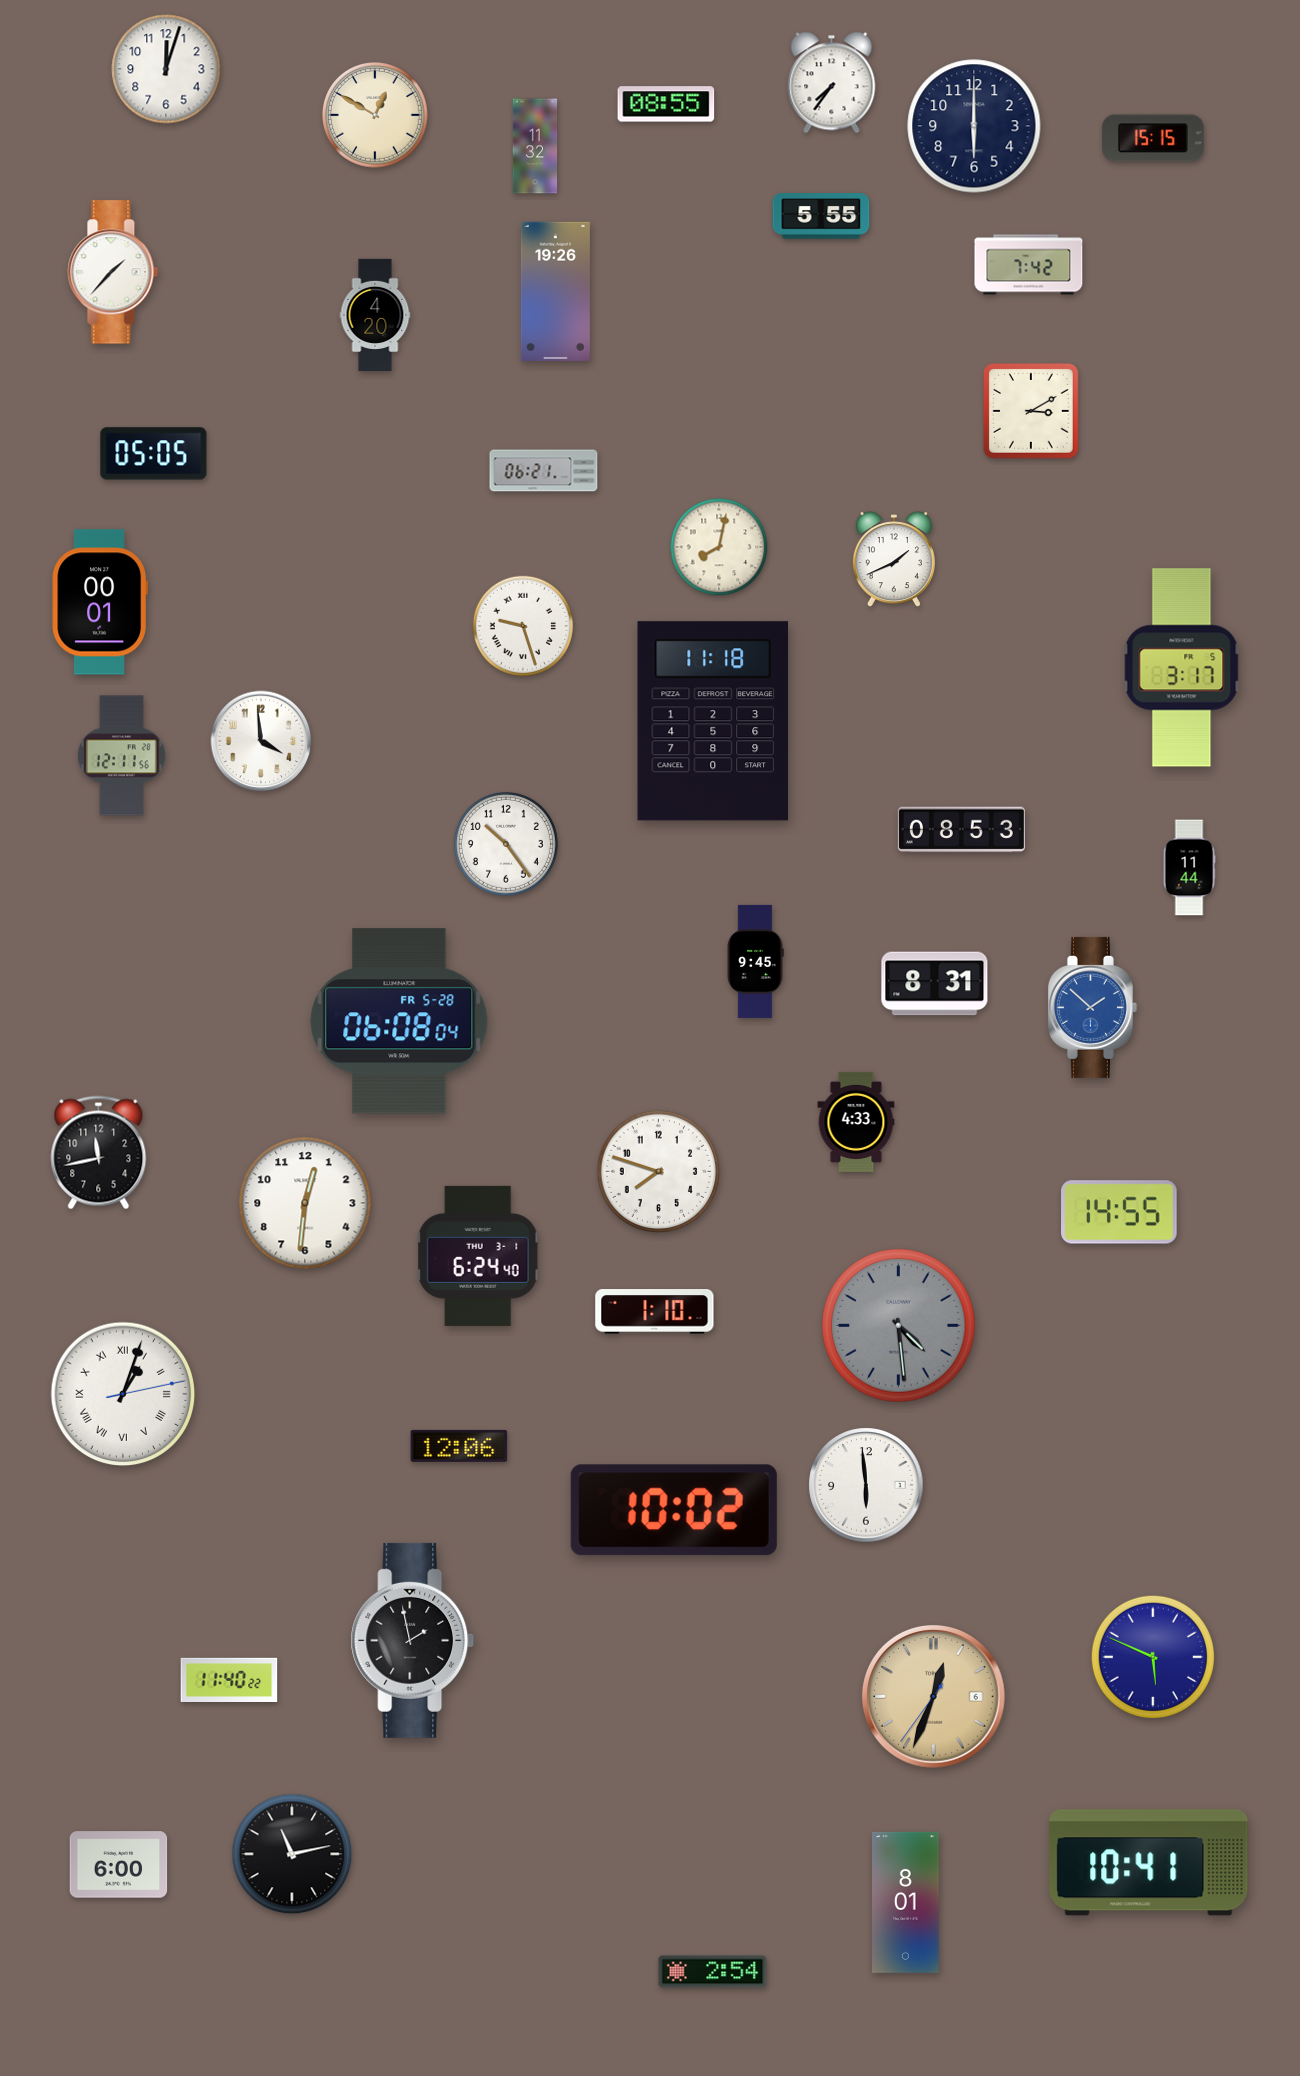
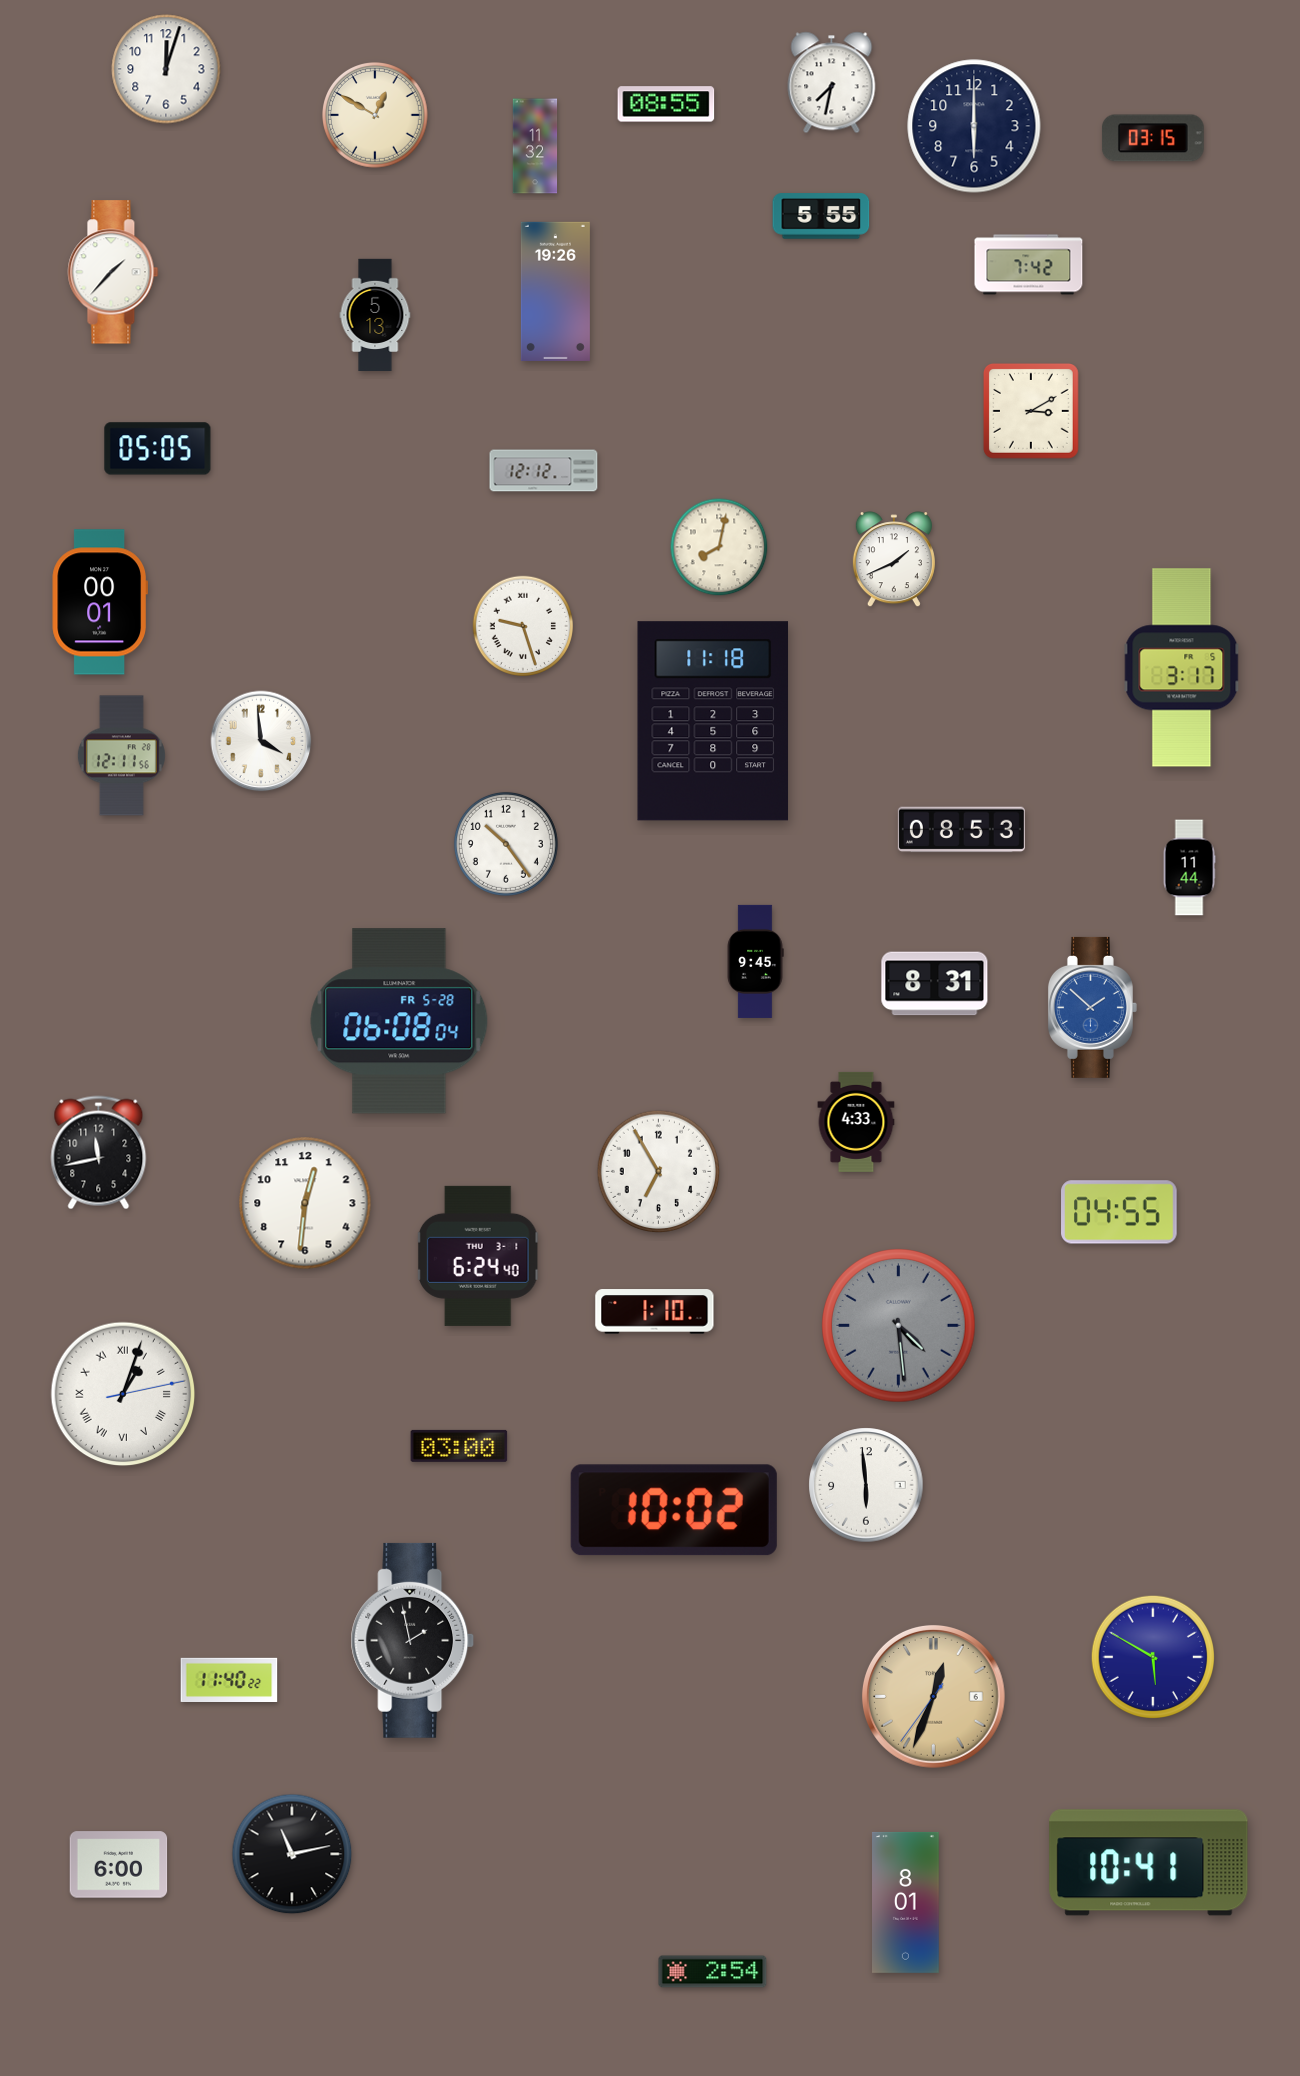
clock at (832, 83): 7:36 -> 7:32
clock at (1153, 138): 15:15 -> 03:15
clock at (375, 314): 4:20 -> 5:13
clock at (154, 454) position: (154, 454) -> (158, 449)
clock at (544, 471): 06:21 -> 12:12
clock at (659, 1172): 7:48 -> 6:55
clock at (1119, 1212): 14:55 -> 04:55
clock at (459, 1446): 12:06 -> 03:00
clock at (1152, 1656): 5:49 -> 5:50
